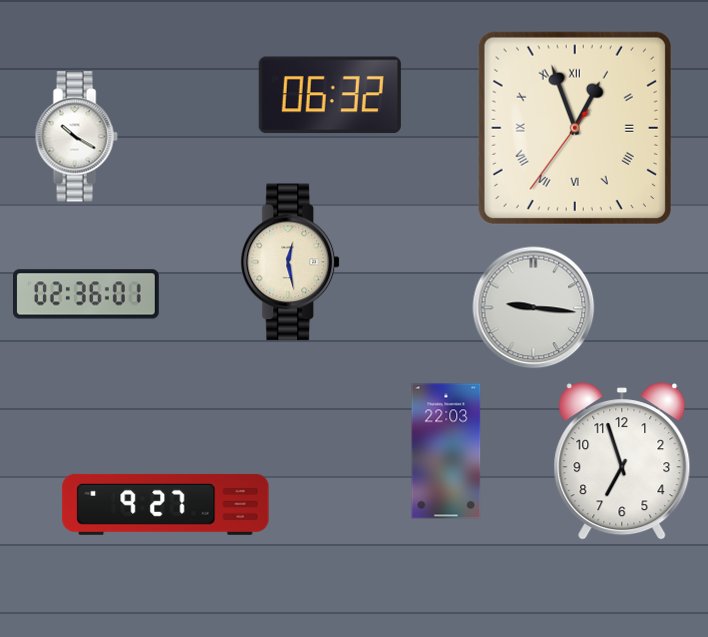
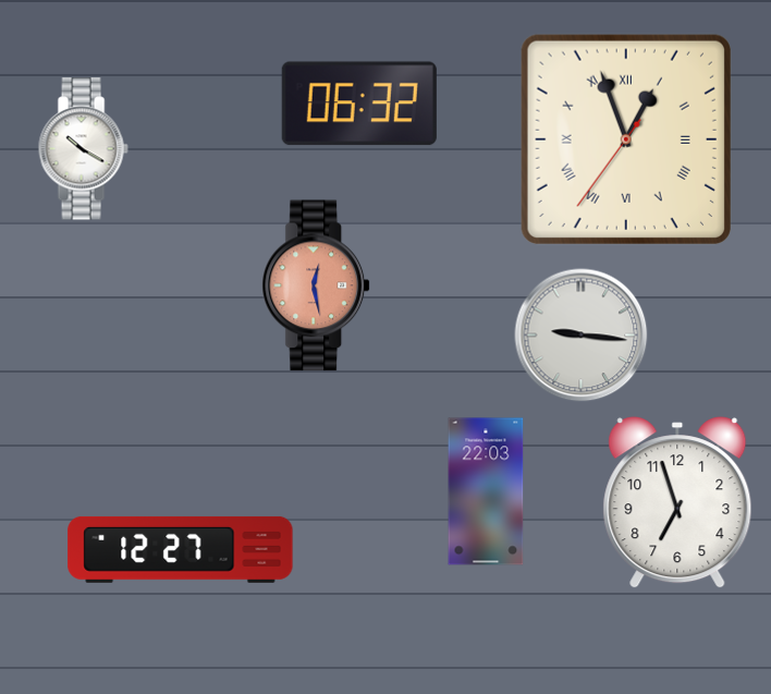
clock at (291, 262) dial: cream -> salmon
clock at (87, 294): 02:36 -> none
clock at (166, 504): 9:27 -> 12:27
